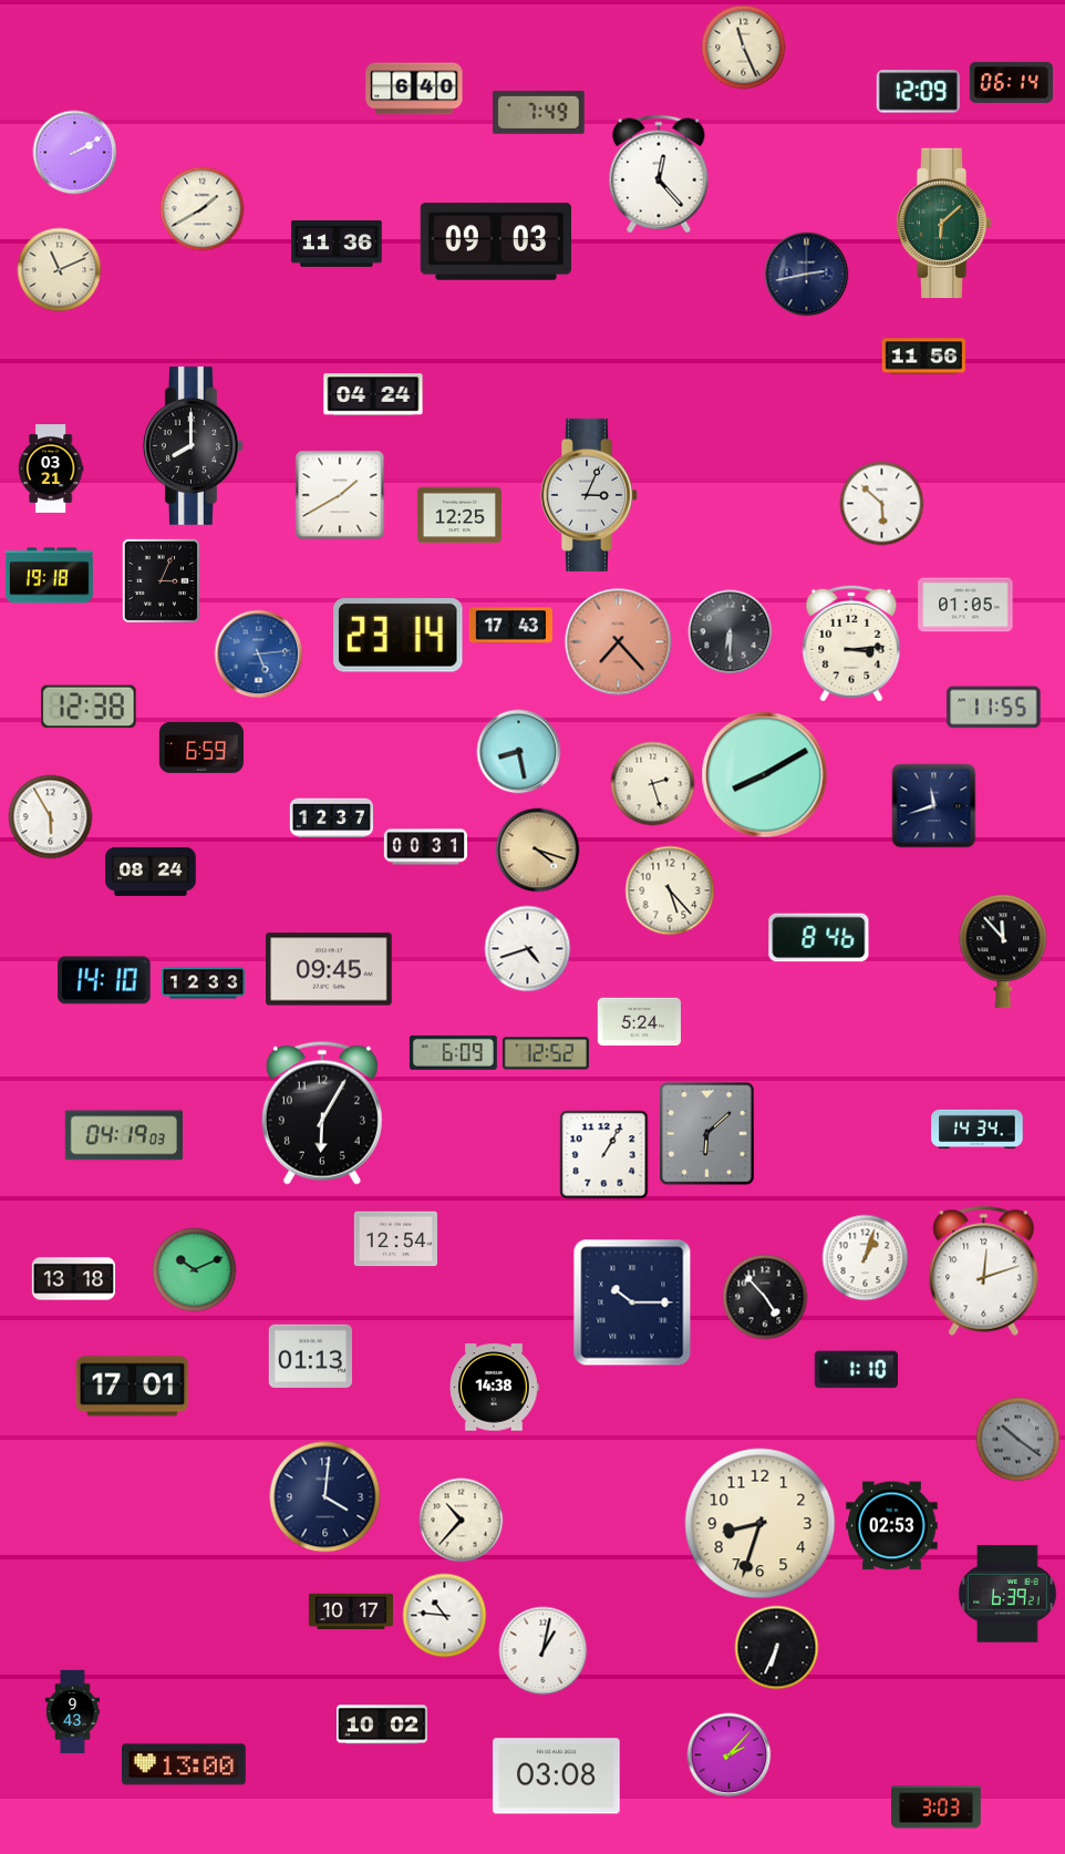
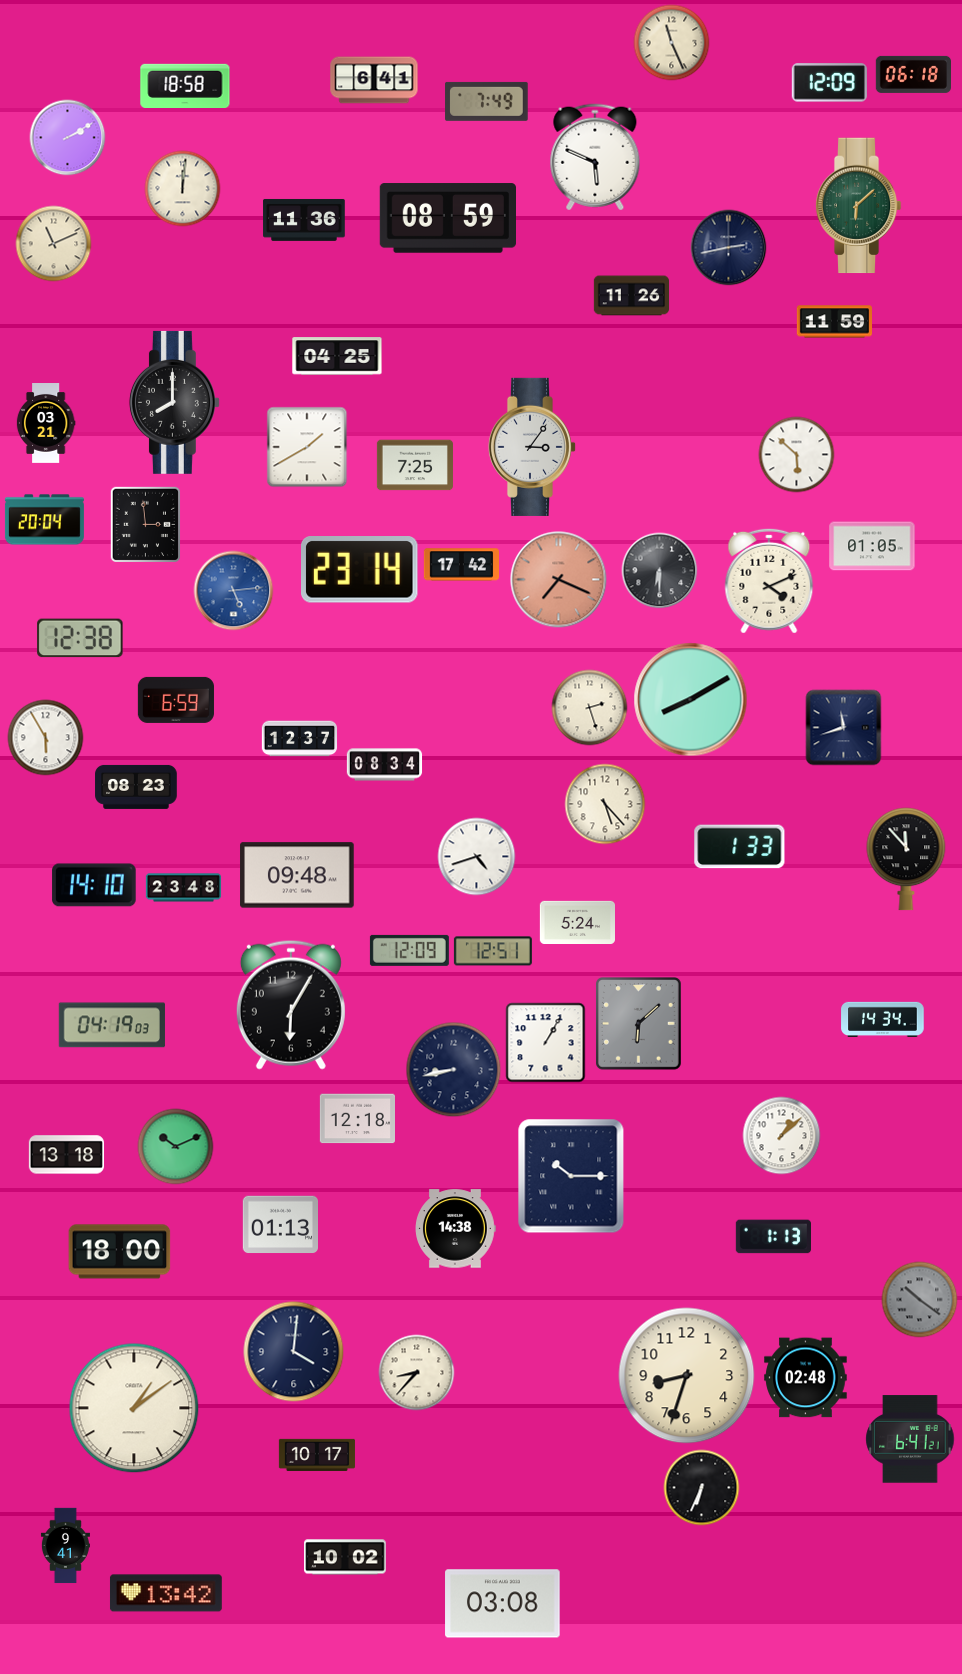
clock at (1011, 82): 06:14 -> 06:18
clock at (414, 89): 6:40 -> 6:41
clock at (185, 85): none -> 18:58
clock at (659, 174): 12:23 -> 5:49
clock at (203, 209): 1:40 -> 12:01
clock at (943, 224) position: (943, 224) -> (858, 206)
clock at (495, 241): 09:03 -> 08:59
clock at (632, 296): none -> 11:26
clock at (923, 357): 11:56 -> 11:59
clock at (373, 394): 04:24 -> 04:25
clock at (589, 495): 3:04 -> 3:06
clock at (459, 515): 12:25 -> 7:25
clock at (49, 576): 19:18 -> 20:04
clock at (161, 580): 3:04 -> 2:59
clock at (510, 626): 17:43 -> 17:42
clock at (399, 636) position: (399, 636) -> (360, 570)
clock at (619, 642): 7:23 -> 7:19
clock at (851, 643): 3:14 -> 4:11
clock at (994, 708): 11:55 -> none
clock at (201, 748) position: (201, 748) -> (176, 700)
clock at (519, 752): 8:28 -> none
clock at (426, 847): 00:31 -> 08:34
clock at (538, 851): 4:18 -> none
clock at (151, 872): 08:24 -> 08:23
clock at (819, 938): 8:46 -> 1:33
clock at (329, 969): 09:45 -> 09:48
clock at (204, 983): 12:33 -> 23:48
clock at (453, 1052): 6:09 -> 12:09
clock at (546, 1053): 12:52 -> 12:51
clock at (454, 1070): none -> 8:43
clock at (395, 1239): 12:54 -> 12:18
clock at (866, 1258): 1:03 -> 1:08
clock at (984, 1270): 12:12 -> none
clock at (765, 1297): 4:53 -> none
clock at (856, 1370): 1:10 -> 1:13
clock at (133, 1387): 17:01 -> 18:00
clock at (495, 1388) position: (495, 1388) -> (456, 1229)
clock at (462, 1521): 10:37 -> 8:37
clock at (892, 1526): 02:53 -> 02:48
clock at (134, 1408): none -> 1:09
clock at (1007, 1594): 6:39 -> 6:41
clock at (445, 1616): 10:46 -> none
clock at (544, 1651): 1:02 -> none
clock at (72, 1712): 9:43 -> 9:41
clock at (730, 1755): 2:07 -> none
clock at (184, 1764): 13:00 -> 13:42
clock at (937, 1807): 3:03 -> none
